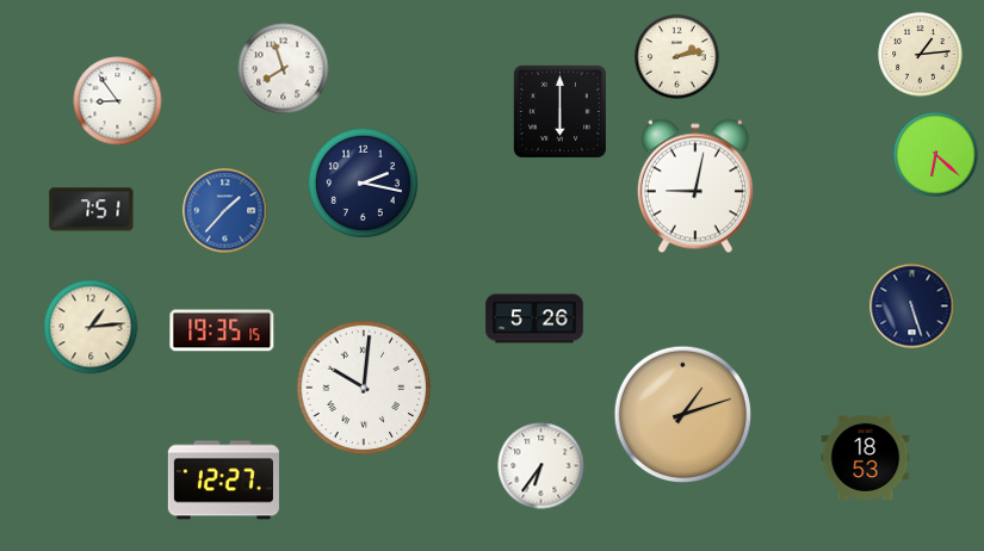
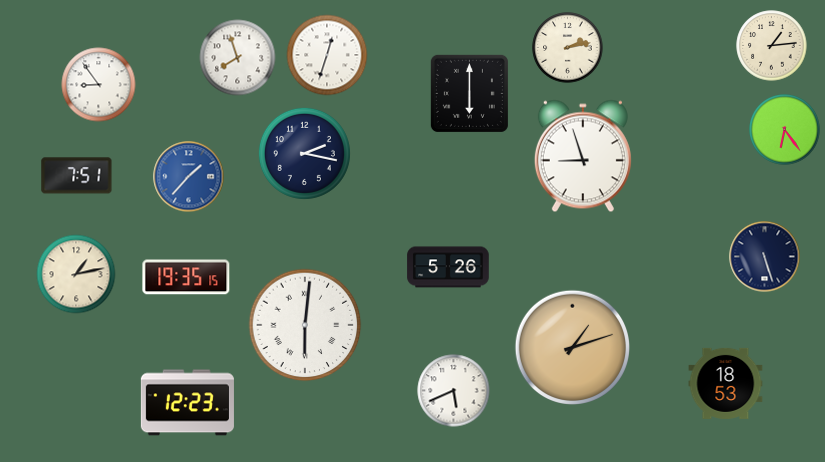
clock at (327, 55): none -> 12:33
clock at (936, 155): 6:22 -> 6:24
clock at (695, 186): 9:02 -> 8:57
clock at (91, 327): 1:14 -> 1:13
clock at (364, 388): 10:01 -> 6:01
clock at (541, 466): 6:36 -> 5:41
clock at (223, 481): 12:27 -> 12:23
